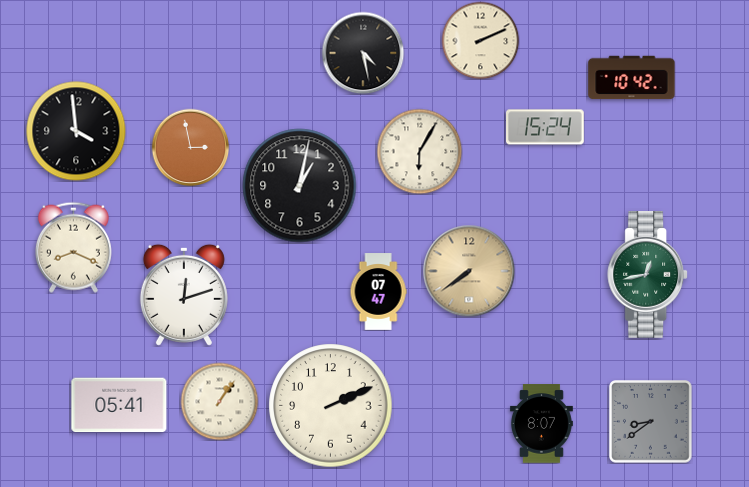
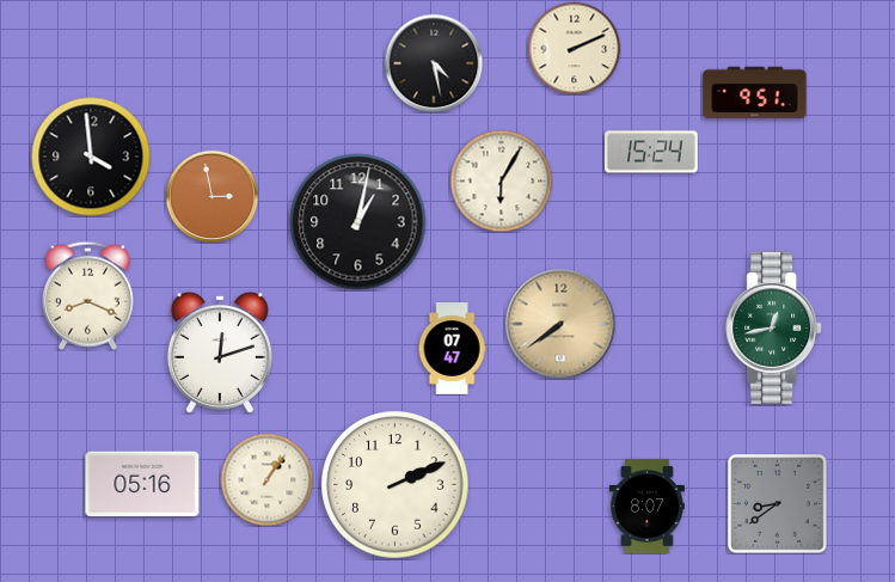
clock at (632, 78): 10:42 -> 9:51
clock at (190, 147) position: (190, 147) -> (212, 196)
clock at (219, 401) position: (219, 401) -> (266, 479)
clock at (119, 405): 05:41 -> 05:16
